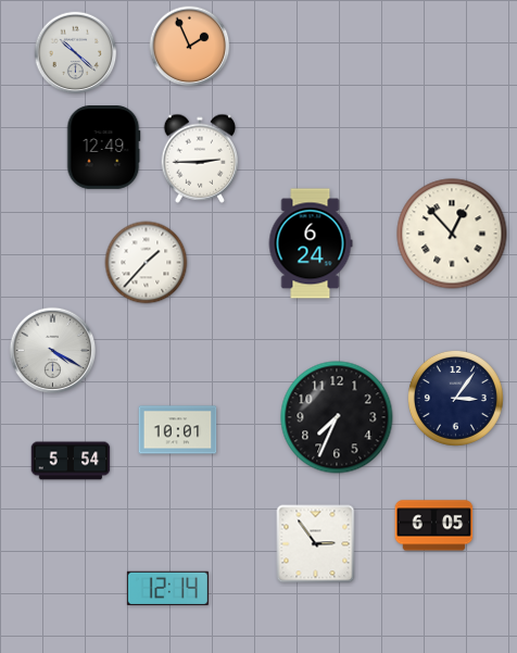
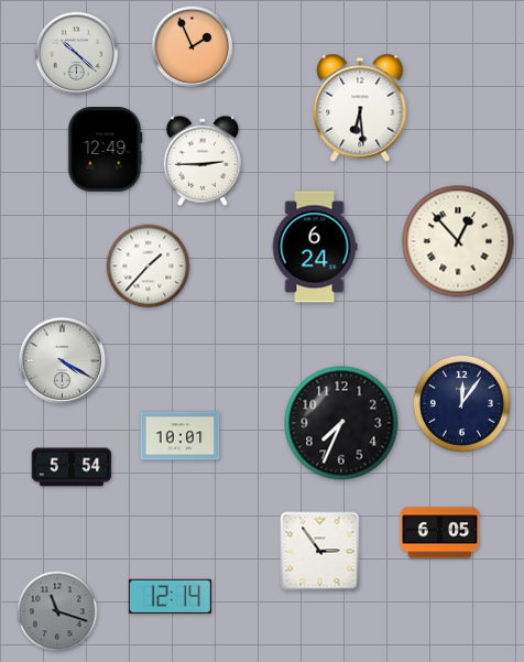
clock at (360, 108): none -> 6:29
clock at (452, 234) position: (452, 234) -> (458, 241)
clock at (53, 351) position: (53, 351) -> (63, 361)
clock at (455, 398): 3:06 -> 12:06
clock at (57, 611): none -> 11:18
